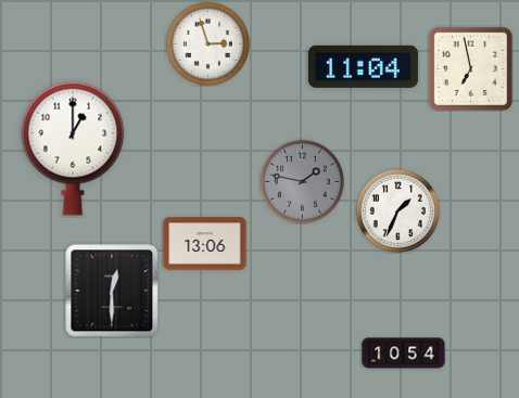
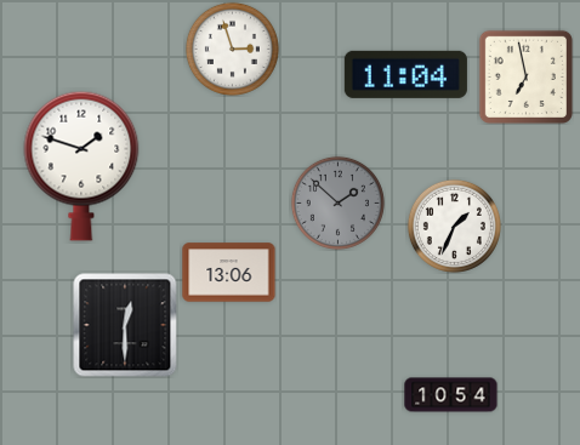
clock at (73, 149): 1:00 -> 1:48
clock at (302, 181): 1:47 -> 1:52
clock at (397, 210) position: (397, 210) -> (454, 226)
